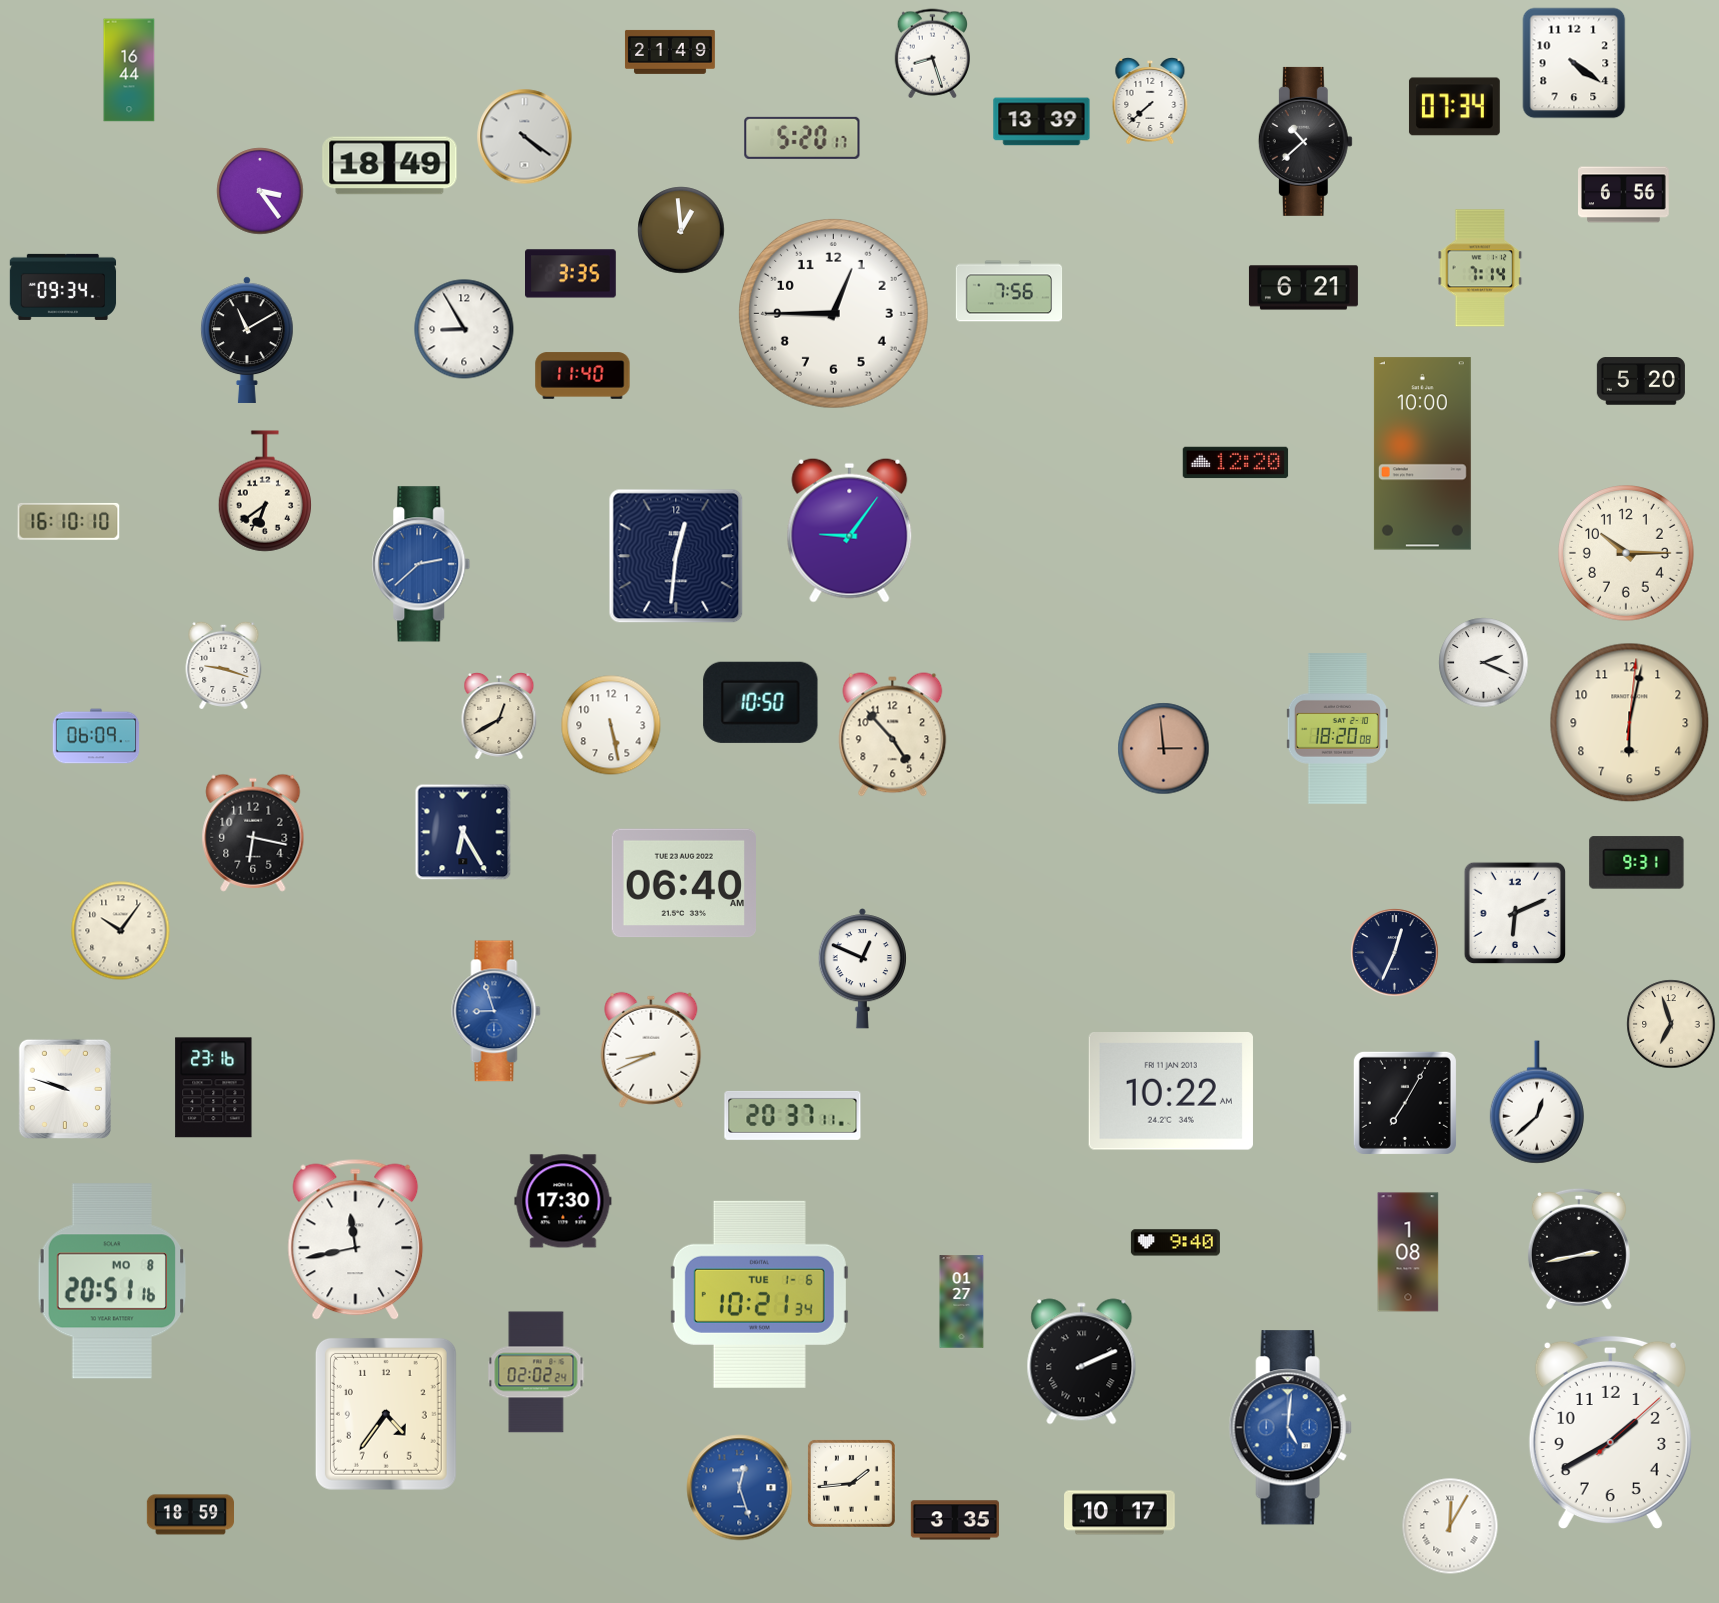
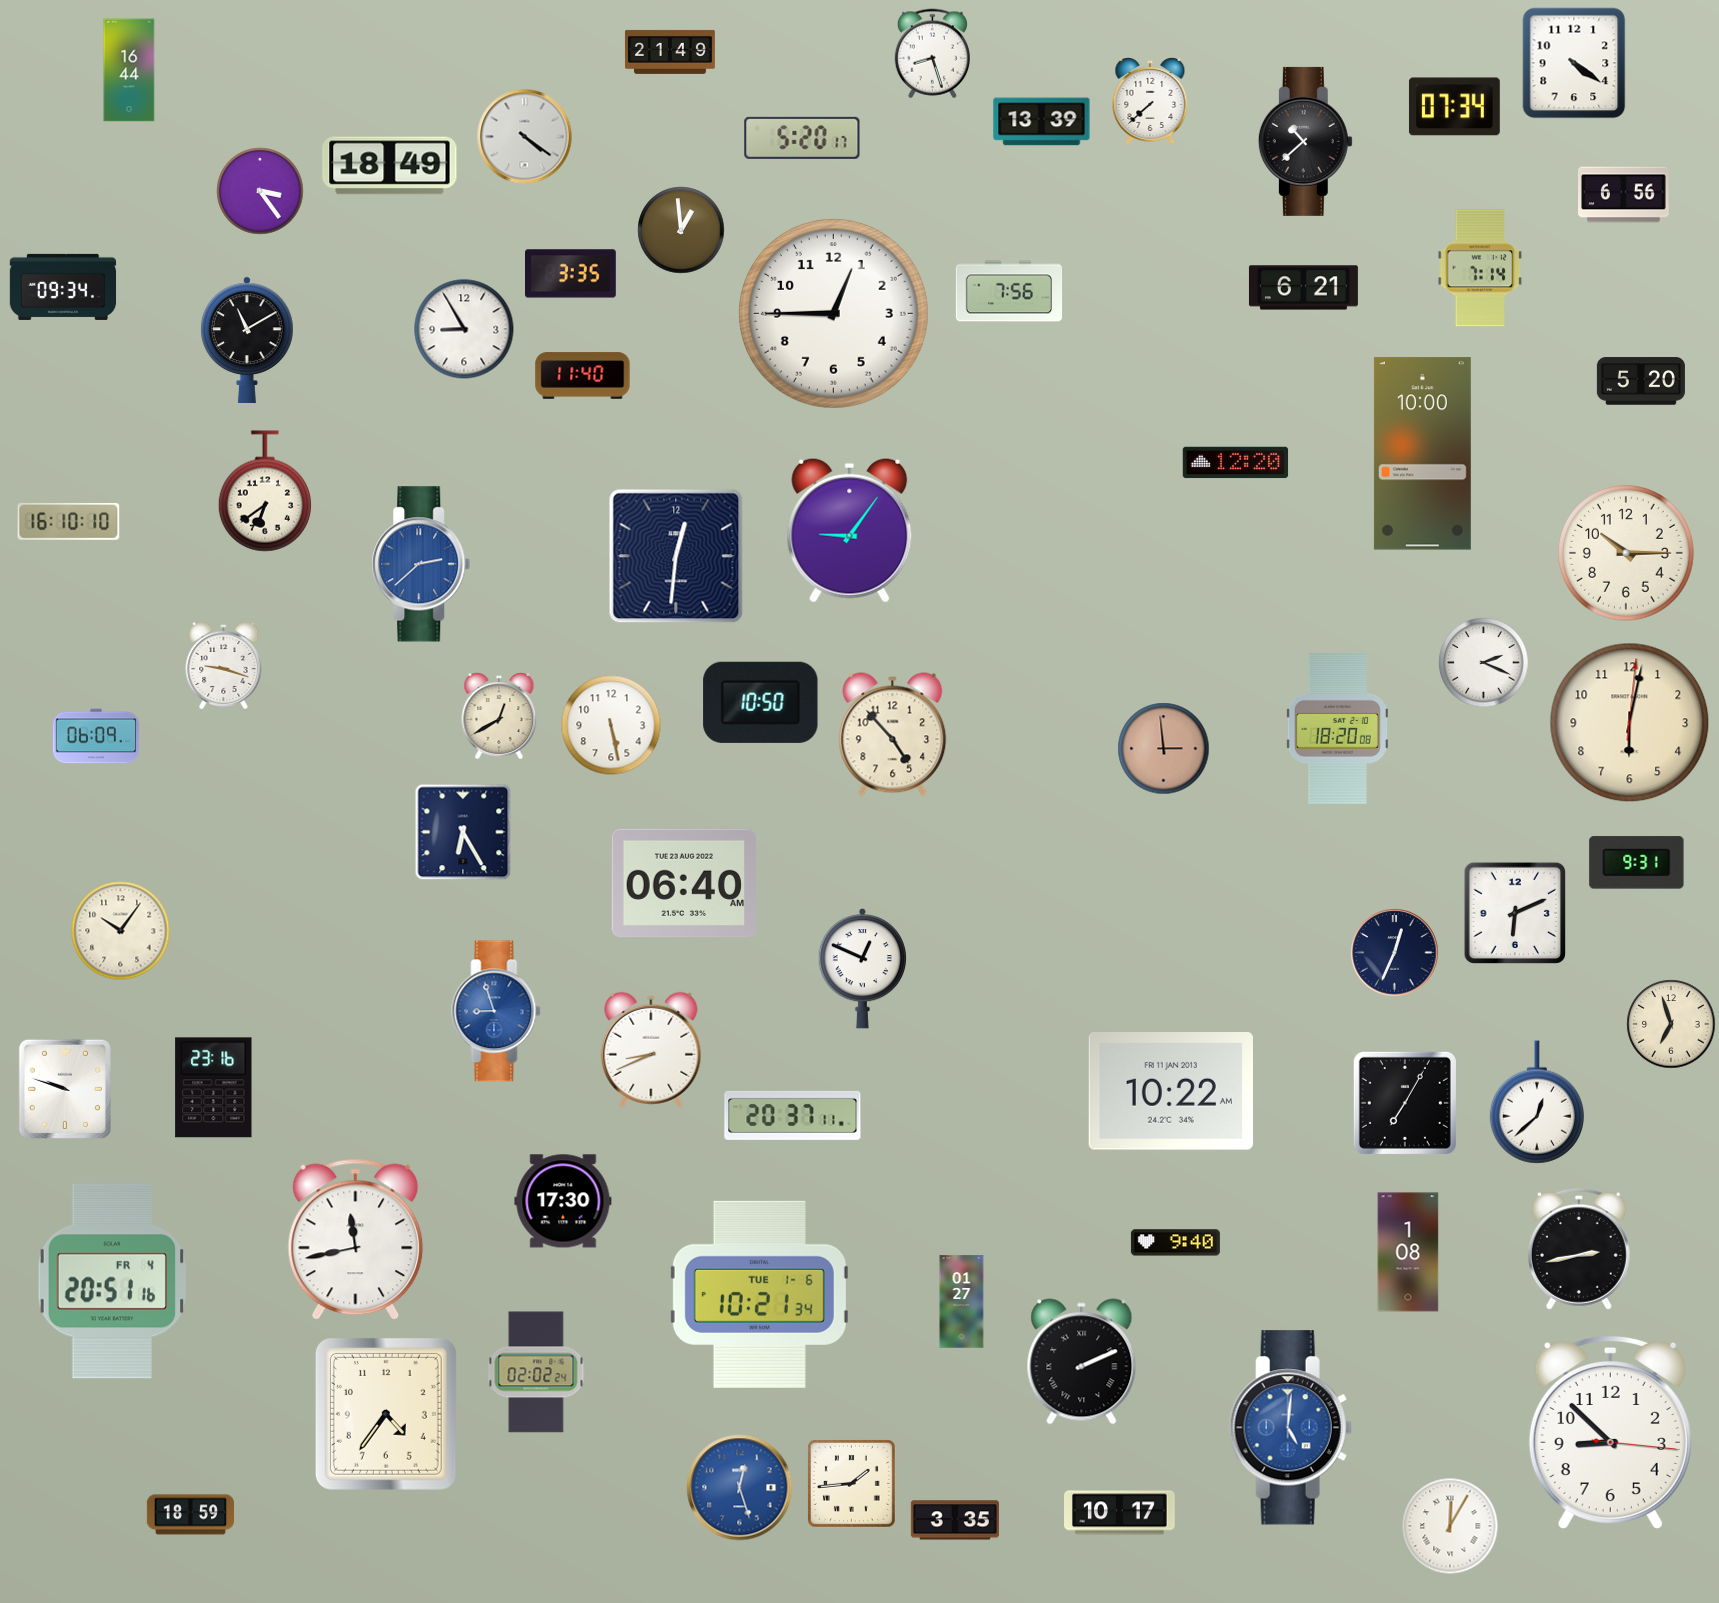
clock at (253, 833): 6:17 -> none
clock at (112, 1281) date: MO 8 -> FR 4
clock at (1610, 1433): 1:40 -> 8:52
